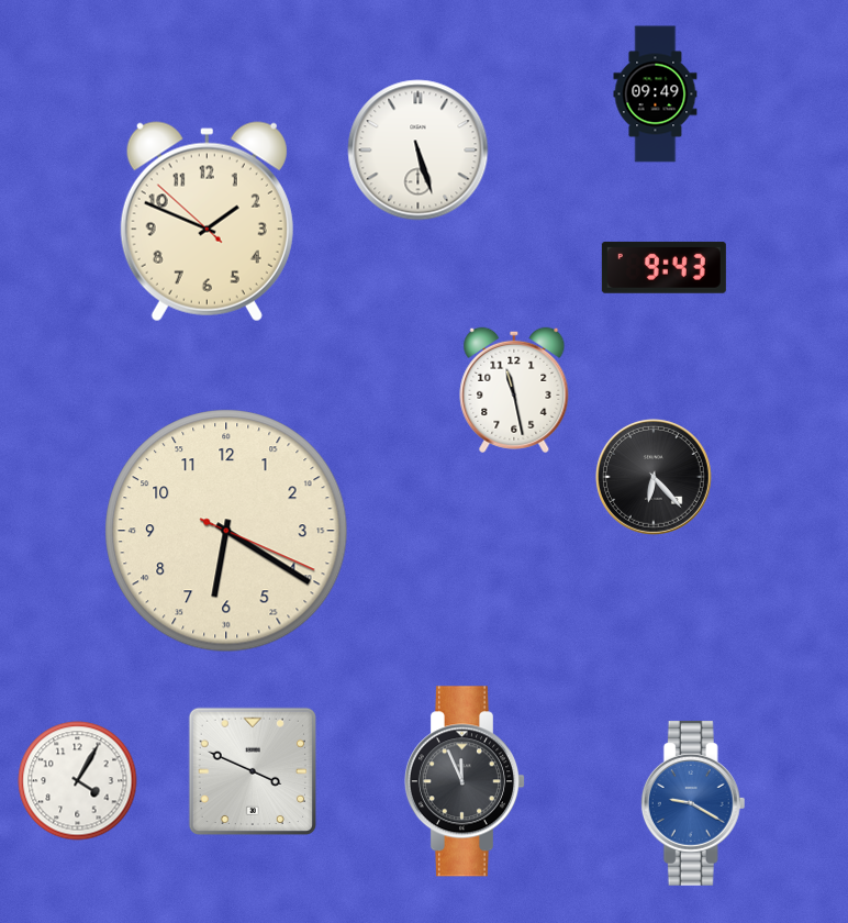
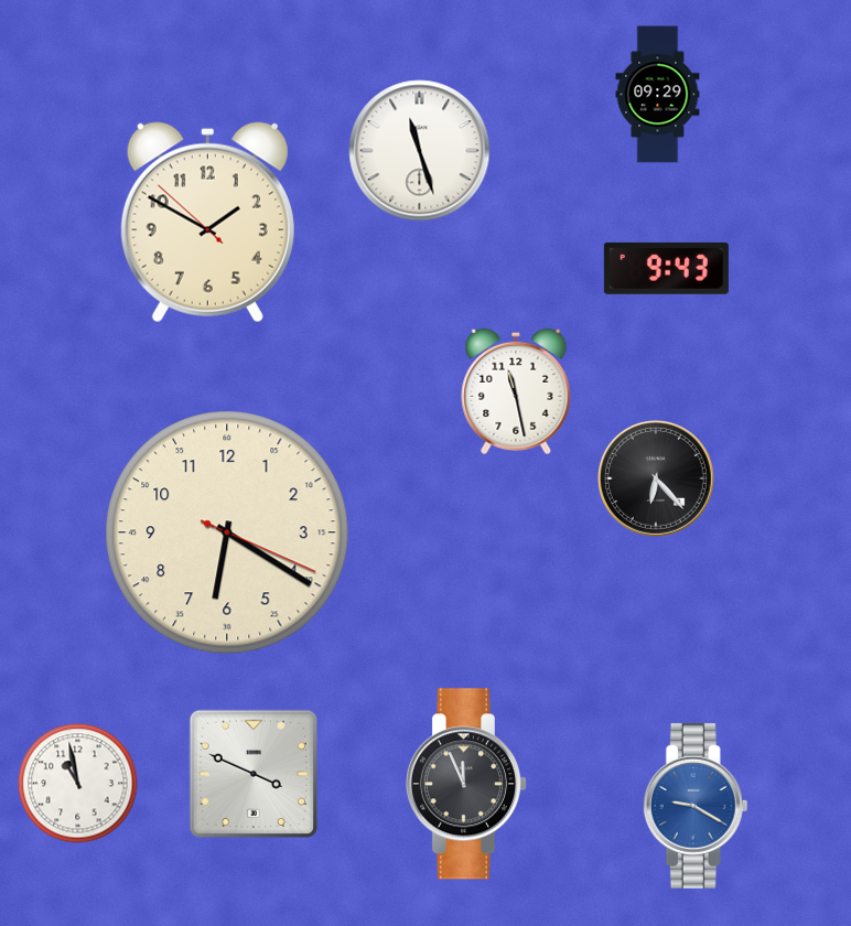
clock at (656, 94): 09:49 -> 09:29
clock at (419, 151): 5:27 -> 11:27
clock at (207, 222): 1:48 -> 1:49
clock at (78, 781): 4:05 -> 10:58
